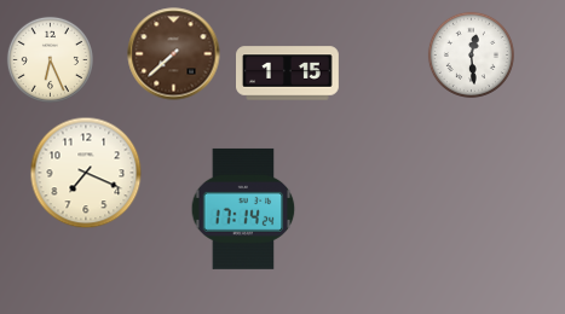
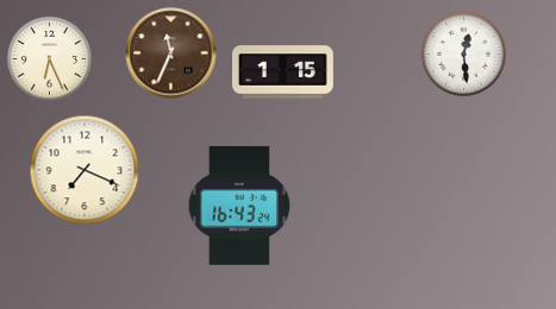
clock at (174, 54): 7:38 -> 11:34
clock at (243, 209): 17:14 -> 16:43
